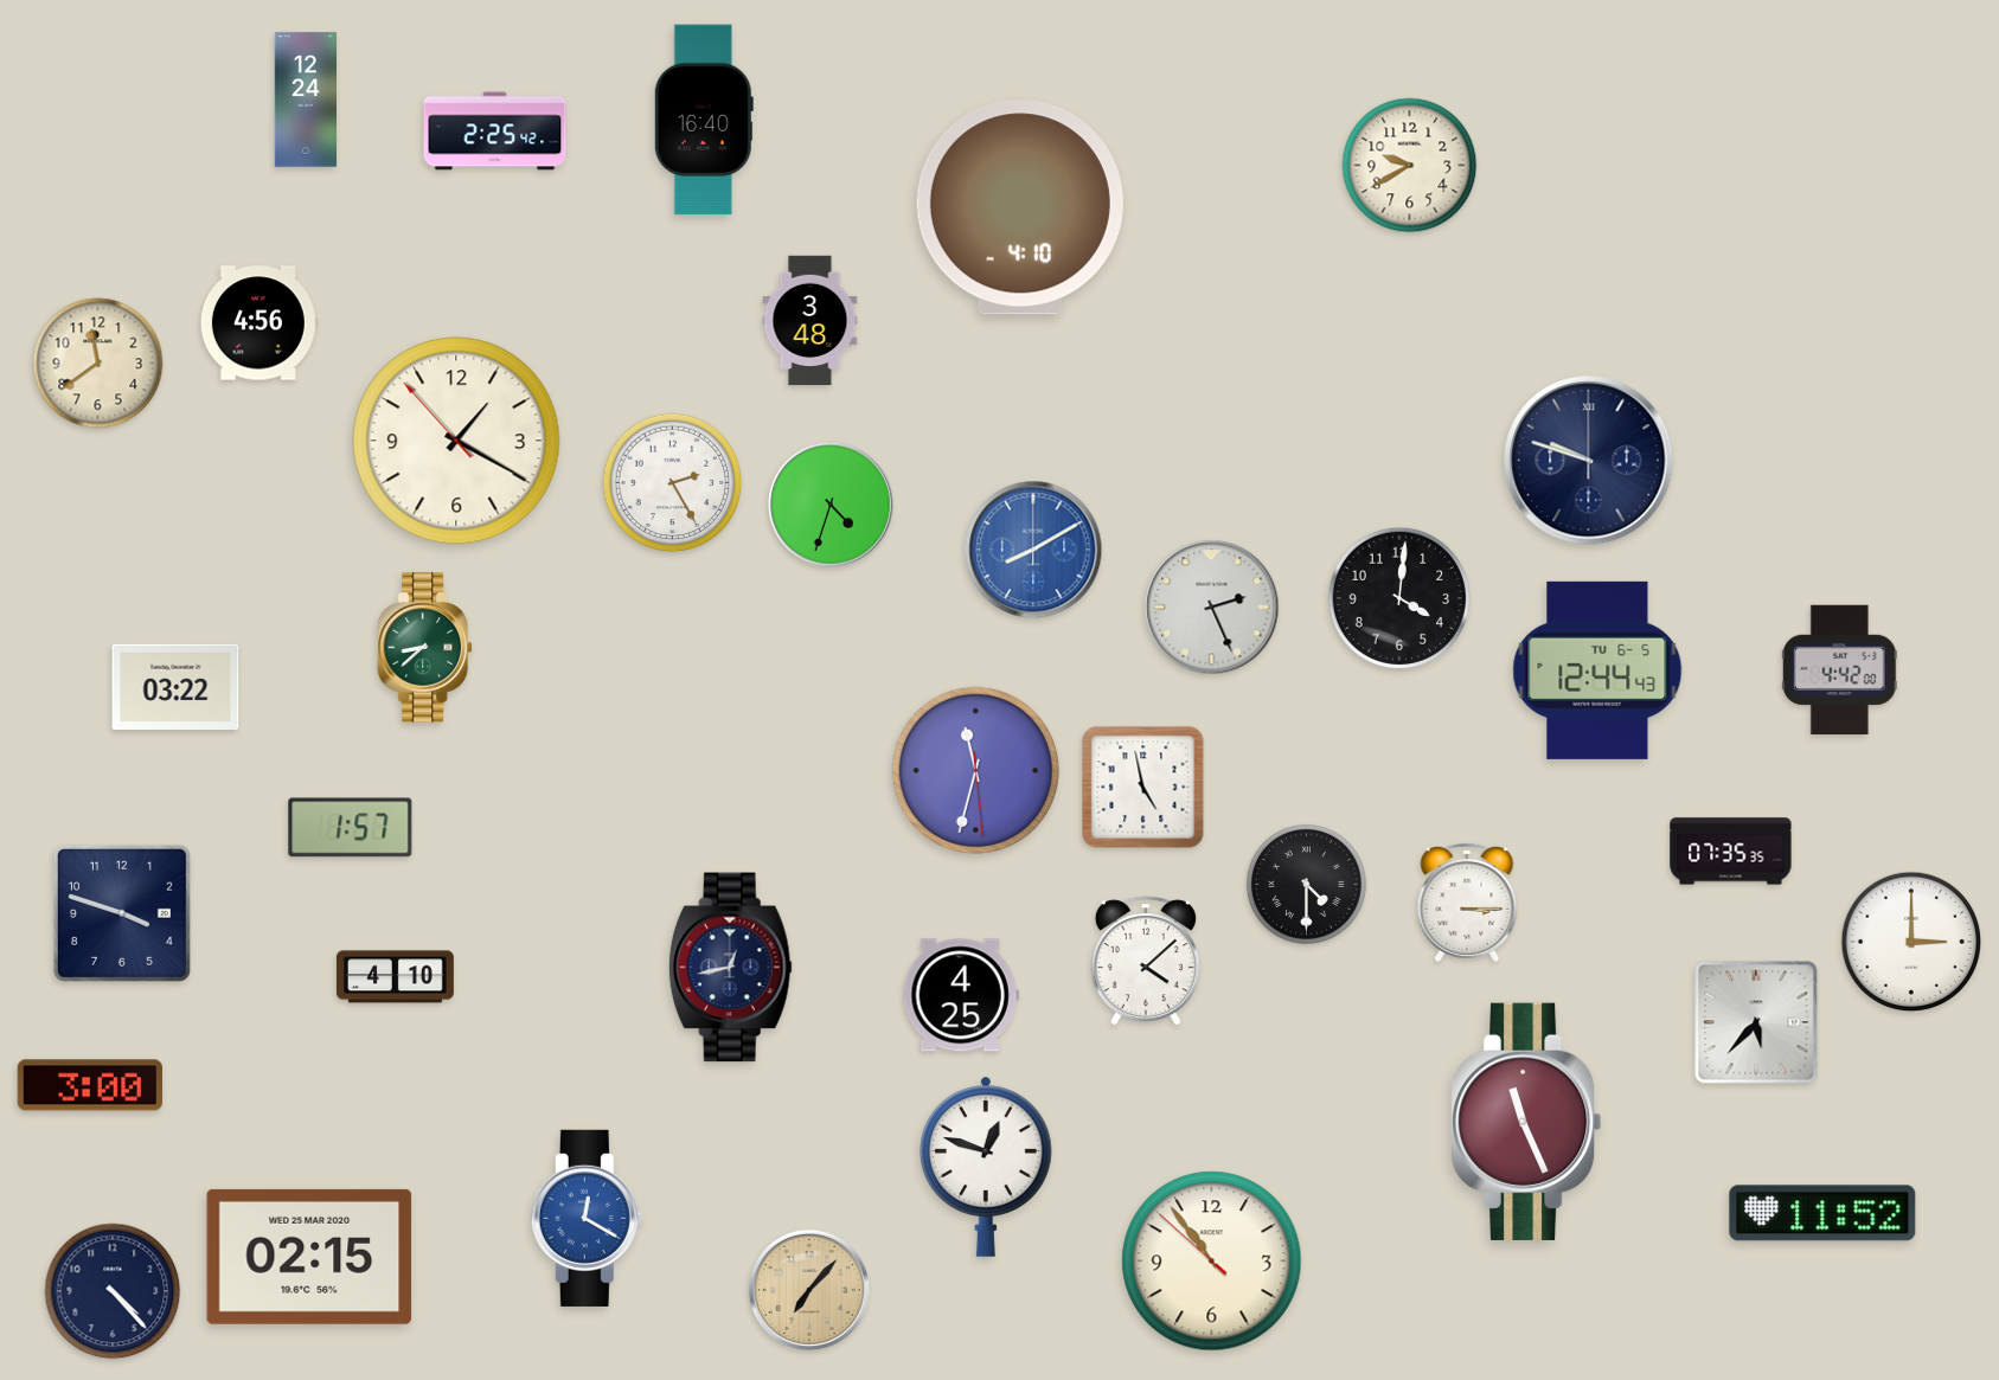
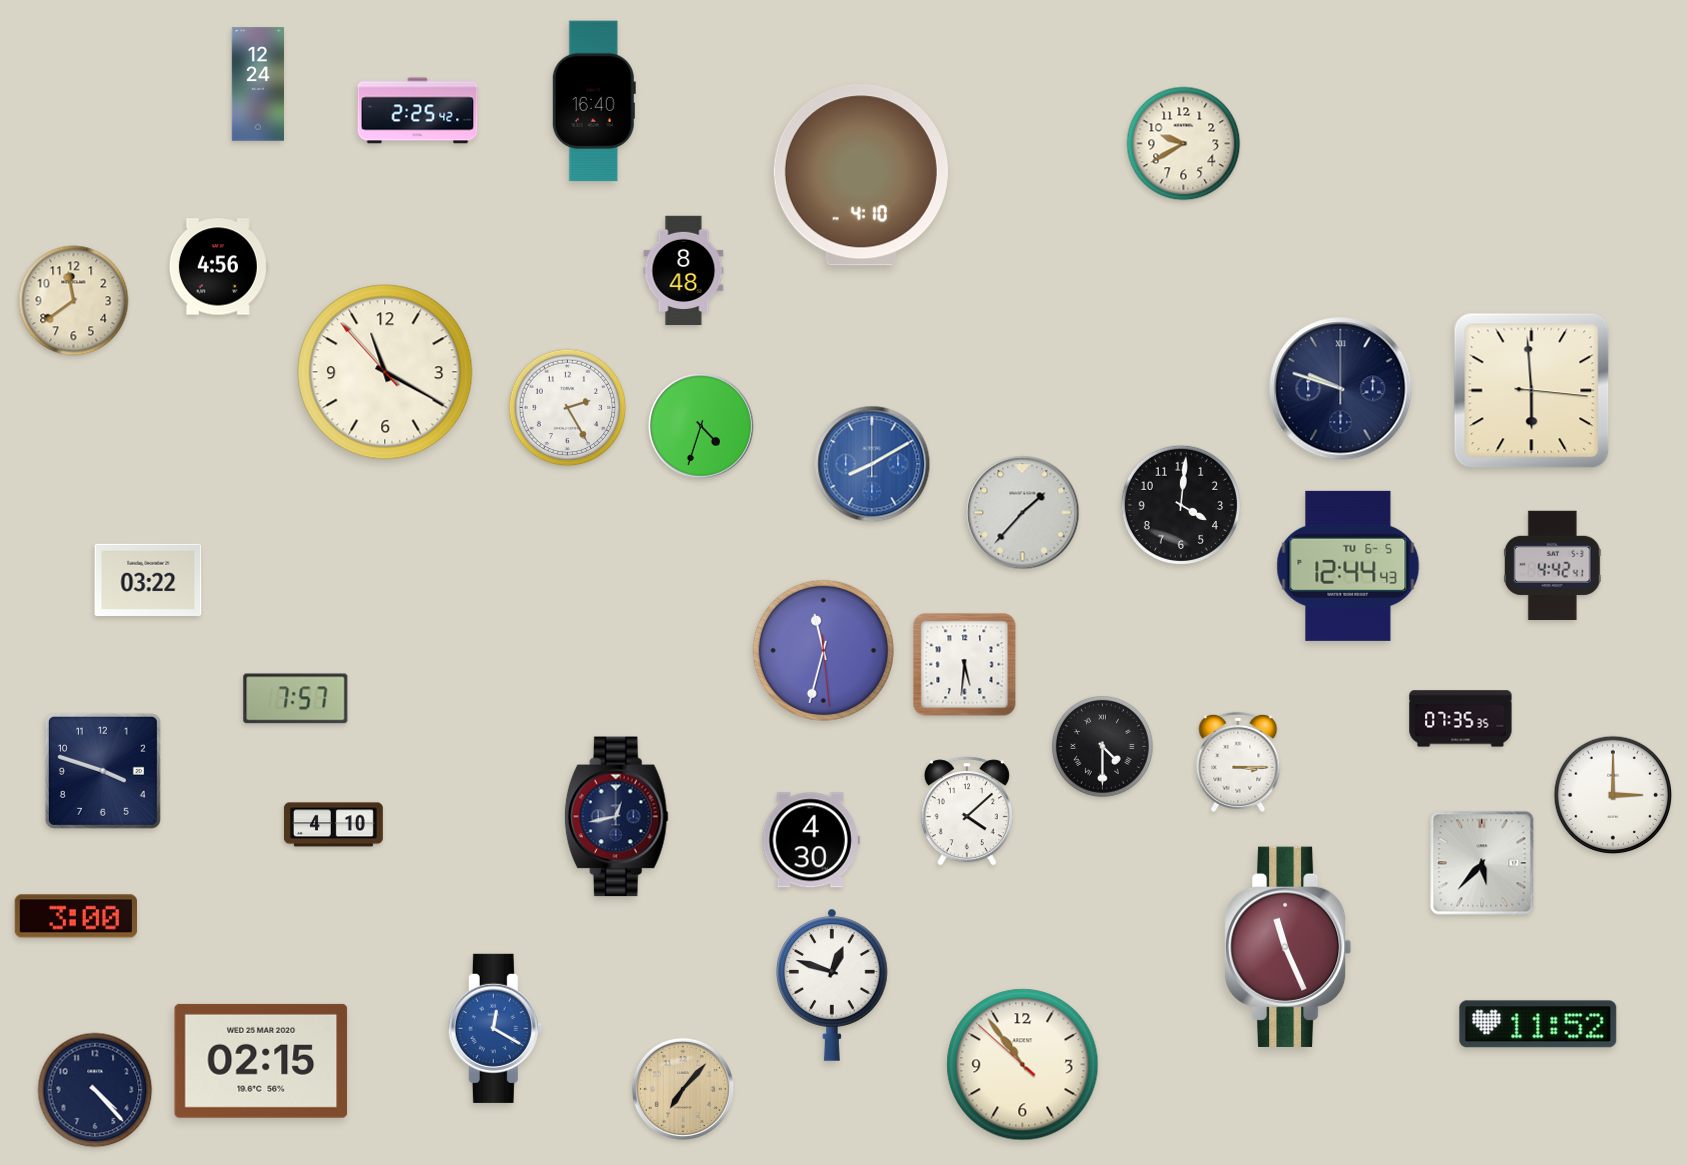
clock at (1410, 166) position: (1410, 166) -> (1184, 144)
clock at (811, 321): 3:48 -> 8:48
clock at (258, 323) position: (258, 323) -> (218, 267)
clock at (98, 364) position: (98, 364) -> (74, 301)
clock at (456, 441): 1:19 -> 11:19
clock at (1532, 391): none -> 5:59
clock at (1212, 608): 2:26 -> 1:37
clock at (424, 648): 8:38 -> none
clock at (1839, 669): 4:42:00 -> 4:42:41
clock at (1143, 788): 4:58 -> 5:31
clock at (351, 828): 1:57 -> 7:57
clock at (961, 995): 4:25 -> 4:30
